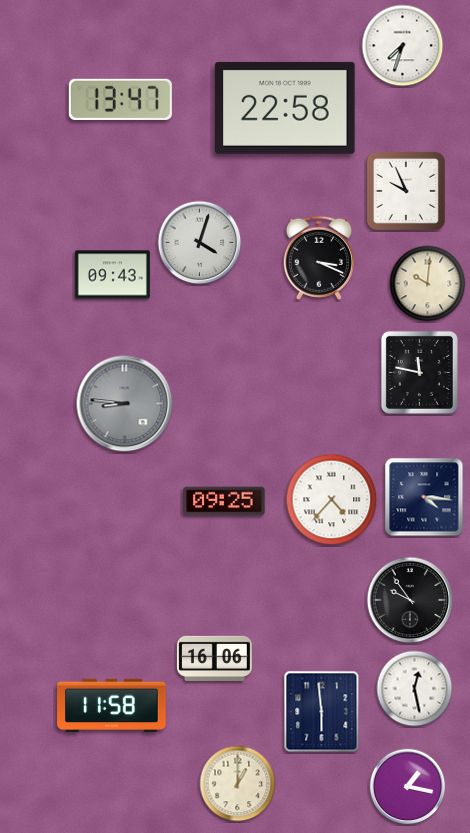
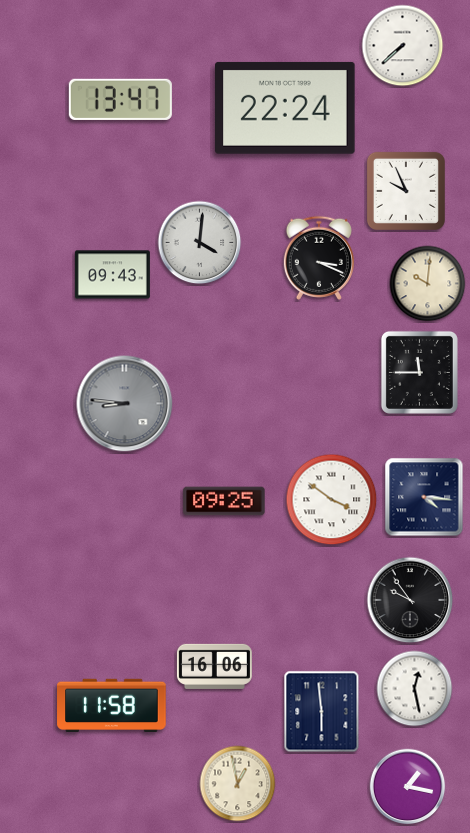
clock at (403, 46): 7:33 -> 7:38
clock at (286, 108): 22:58 -> 22:24
clock at (200, 243): 4:03 -> 4:01
clock at (419, 372): 11:47 -> 11:45
clock at (332, 500): 4:37 -> 3:51
clock at (214, 658) position: (214, 658) -> (214, 666)
clock at (238, 784): 1:00 -> 12:58
